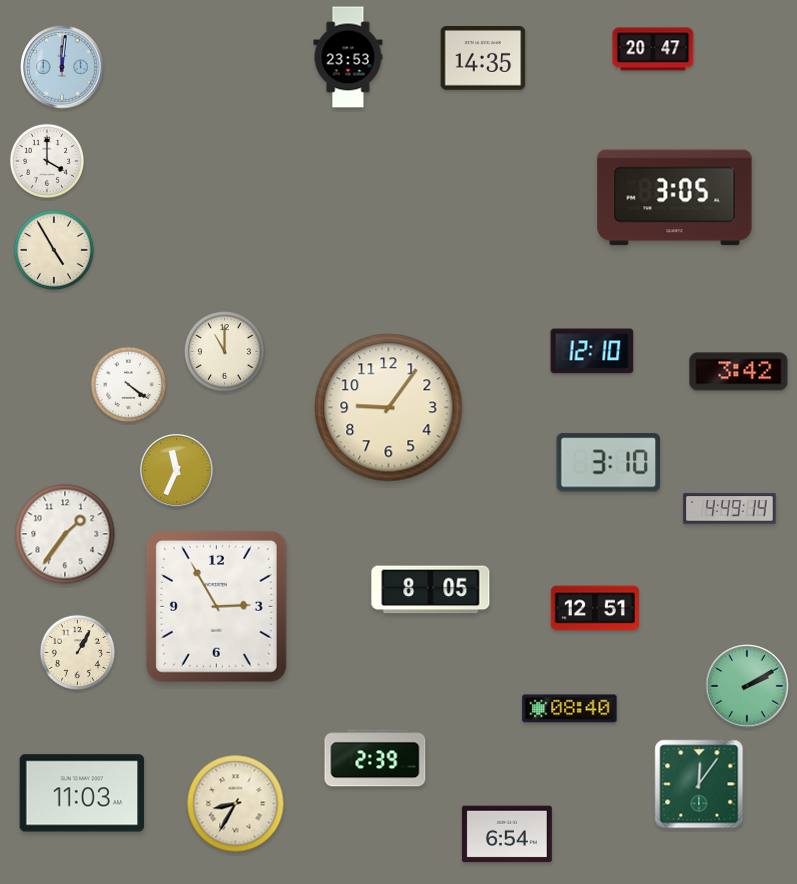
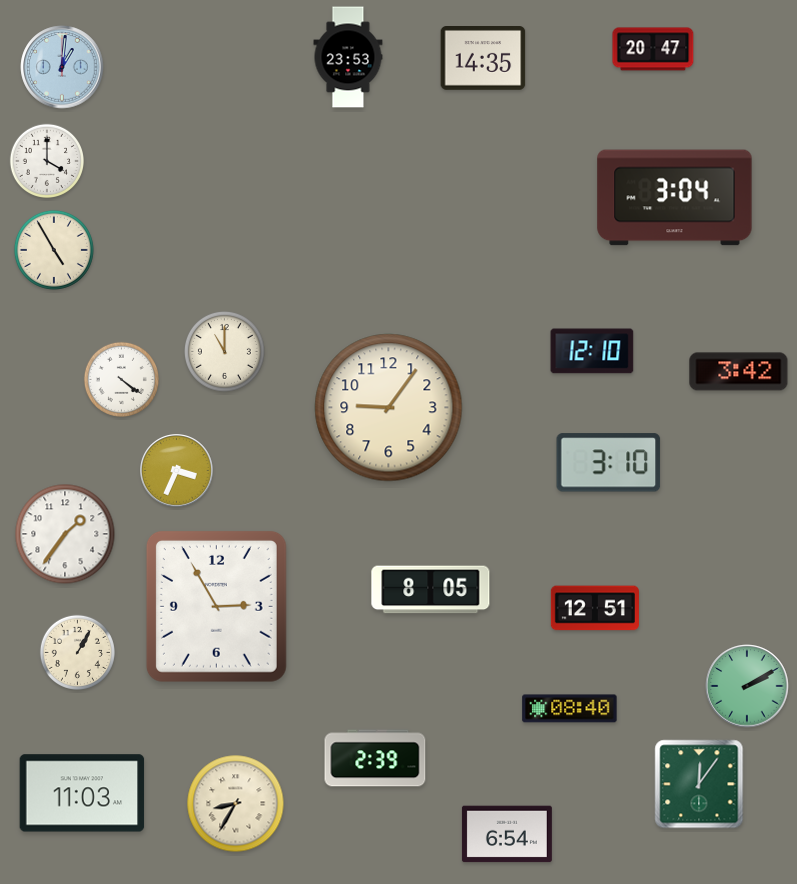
clock at (62, 67): 12:01 -> 1:01
clock at (675, 198): 3:05 -> 3:04
clock at (128, 384) position: (128, 384) -> (121, 379)
clock at (177, 471): 11:34 -> 3:34
clock at (730, 509): 4:49 -> none
